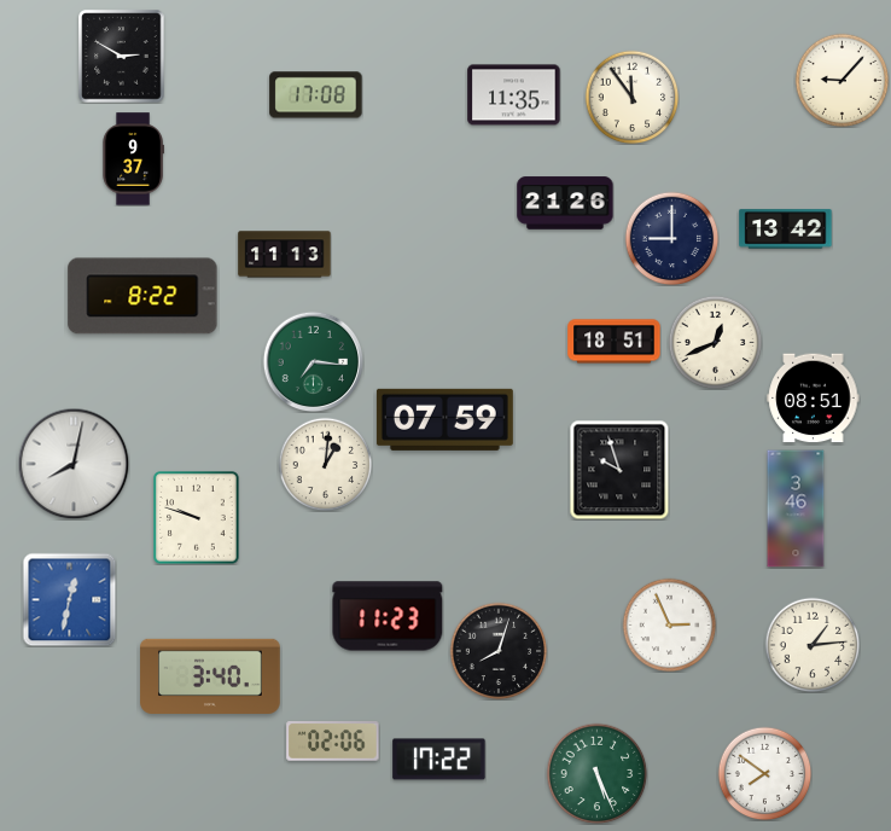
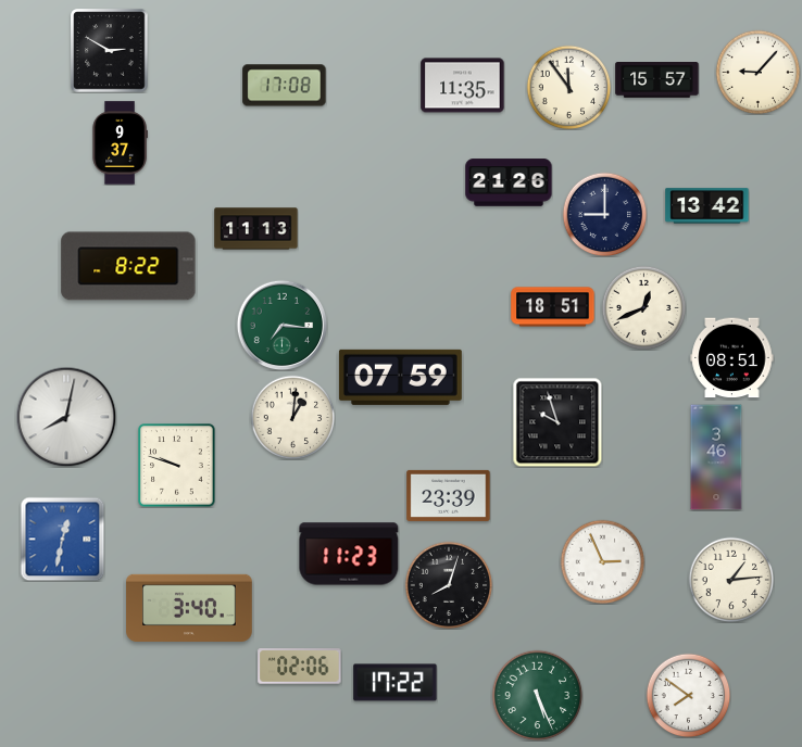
clock at (657, 80): none -> 15:57
clock at (449, 495): none -> 23:39
